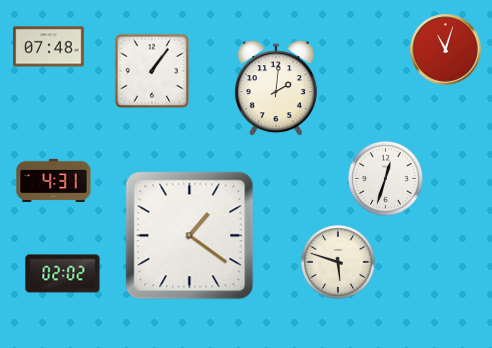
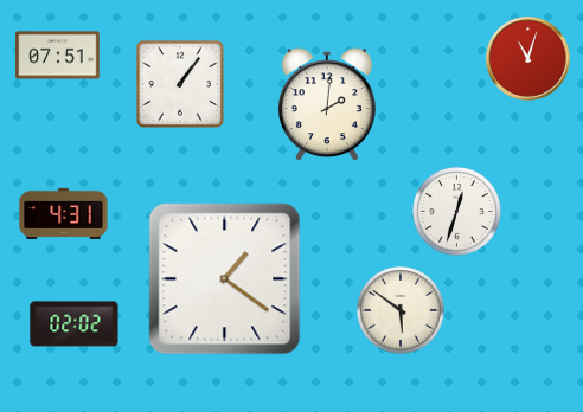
clock at (49, 47): 07:48 -> 07:51
clock at (338, 262): 5:48 -> 5:51
